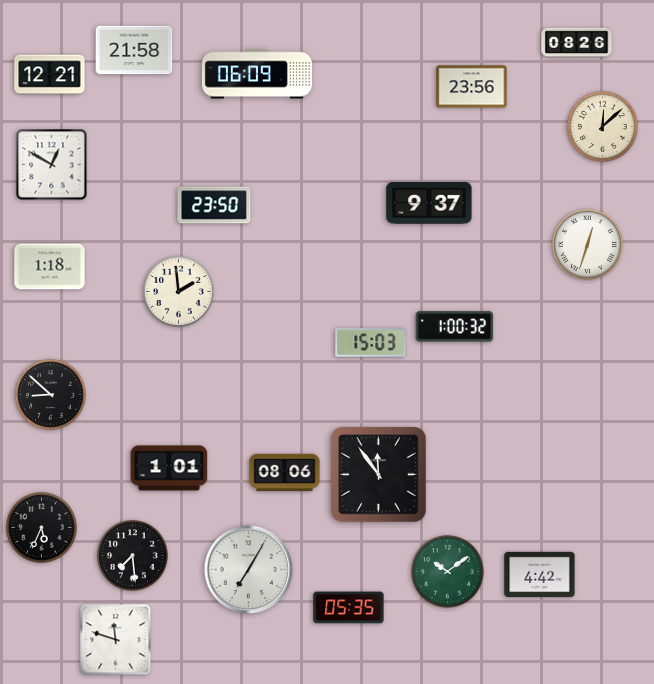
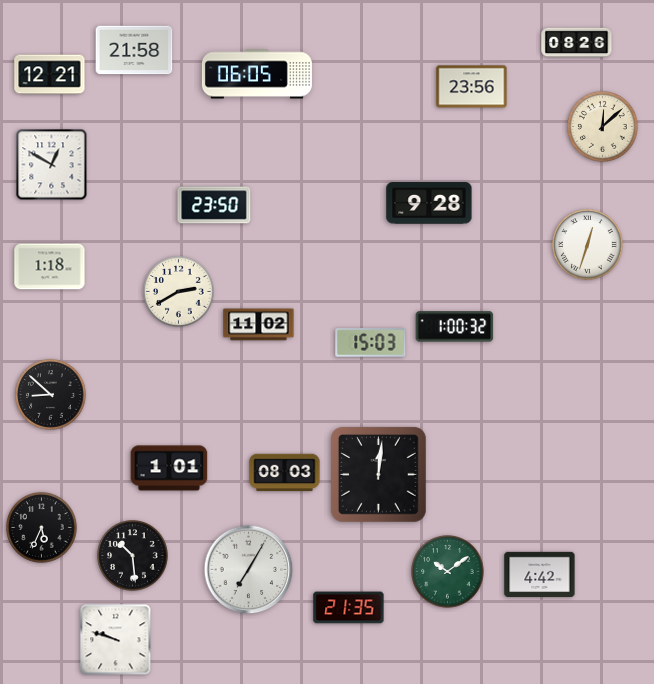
clock at (257, 74): 06:09 -> 06:05
clock at (429, 203): 9:37 -> 9:28
clock at (179, 292): 1:59 -> 2:40
clock at (259, 325): none -> 11:02
clock at (285, 473): 08:06 -> 08:03
clock at (379, 475): 11:54 -> 12:01
clock at (133, 556): 7:29 -> 10:29
clock at (349, 608): 05:35 -> 21:35
clock at (116, 640): 11:48 -> 9:48
